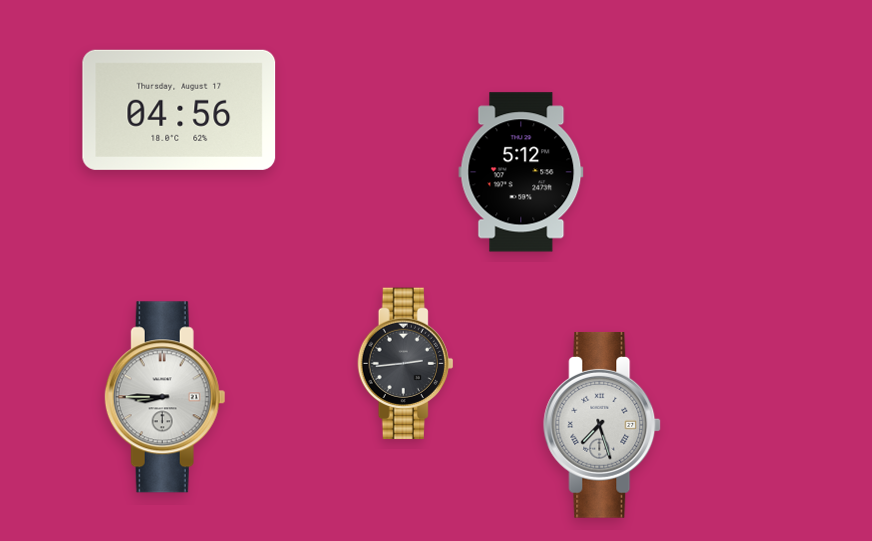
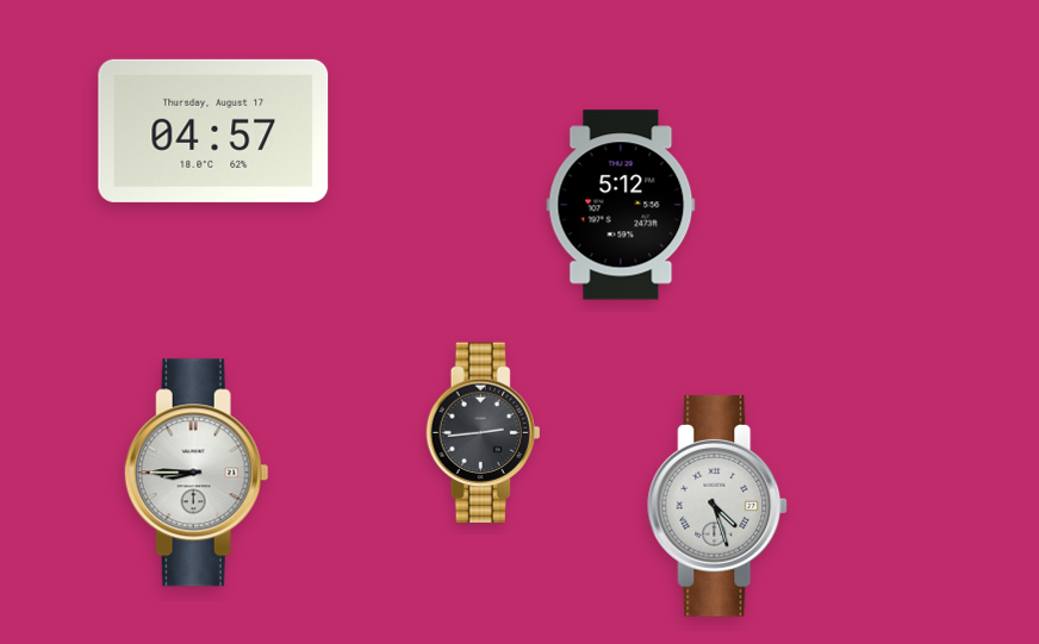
clock at (179, 110): 04:56 -> 04:57
clock at (603, 425): 7:27 -> 4:27
